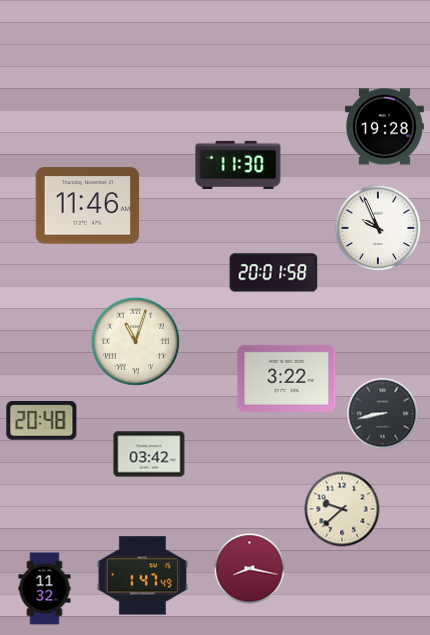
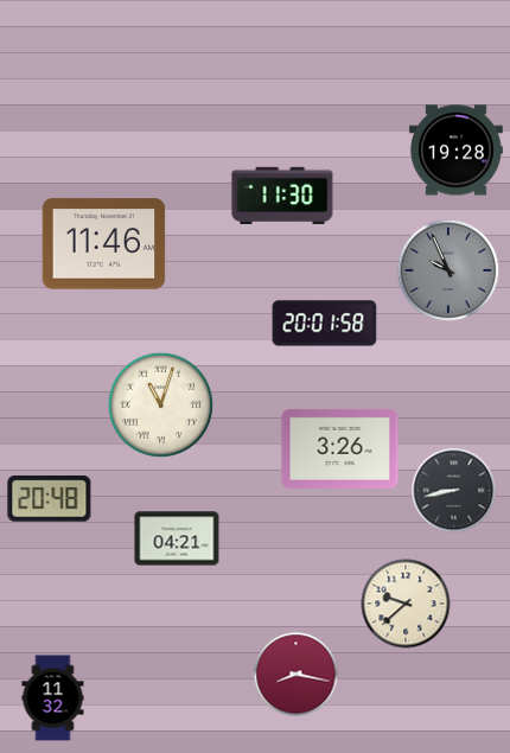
clock at (378, 228) dial: white -> grey
clock at (287, 378): 3:22 -> 3:26
clock at (149, 454): 03:42 -> 04:21
clock at (142, 576): 1:47 -> none
